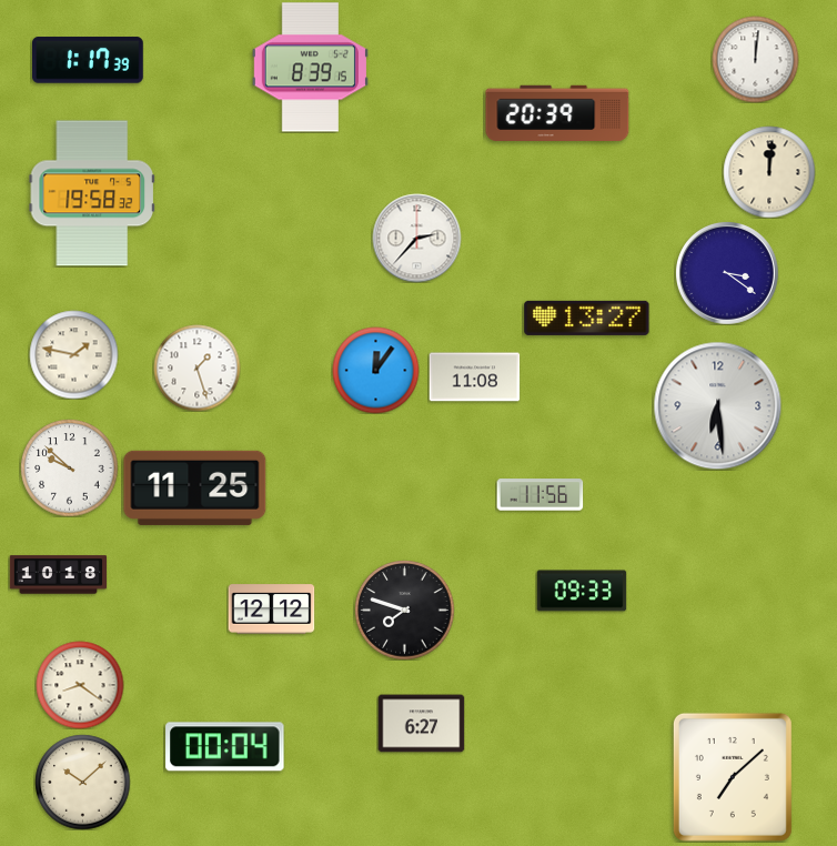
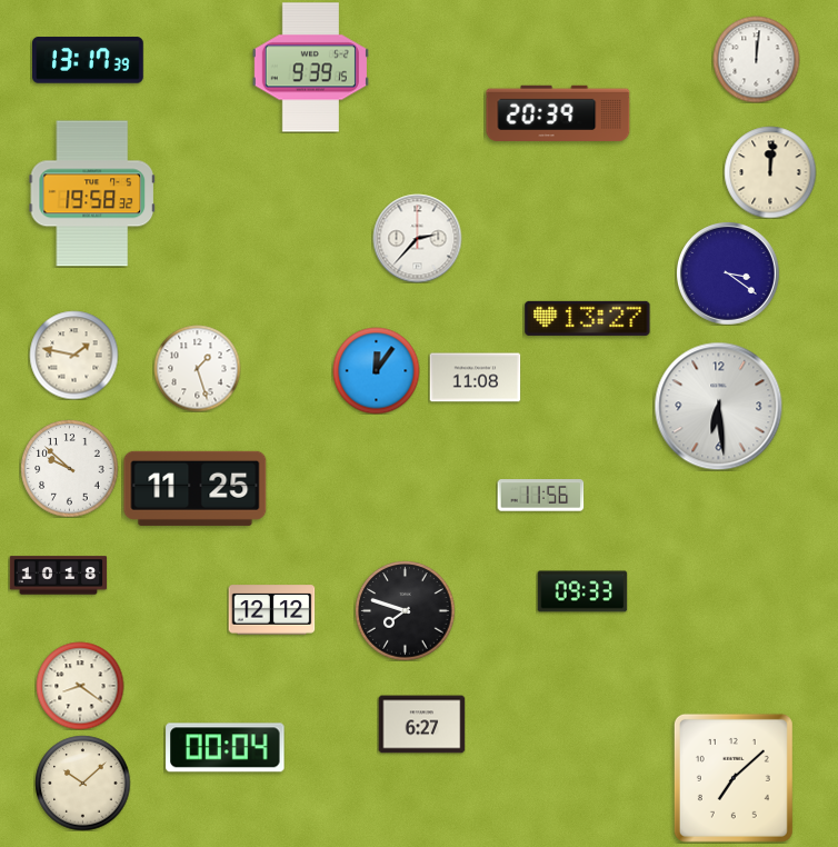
clock at (89, 60): 1:17 -> 13:17
clock at (310, 68): 8:39 -> 9:39
